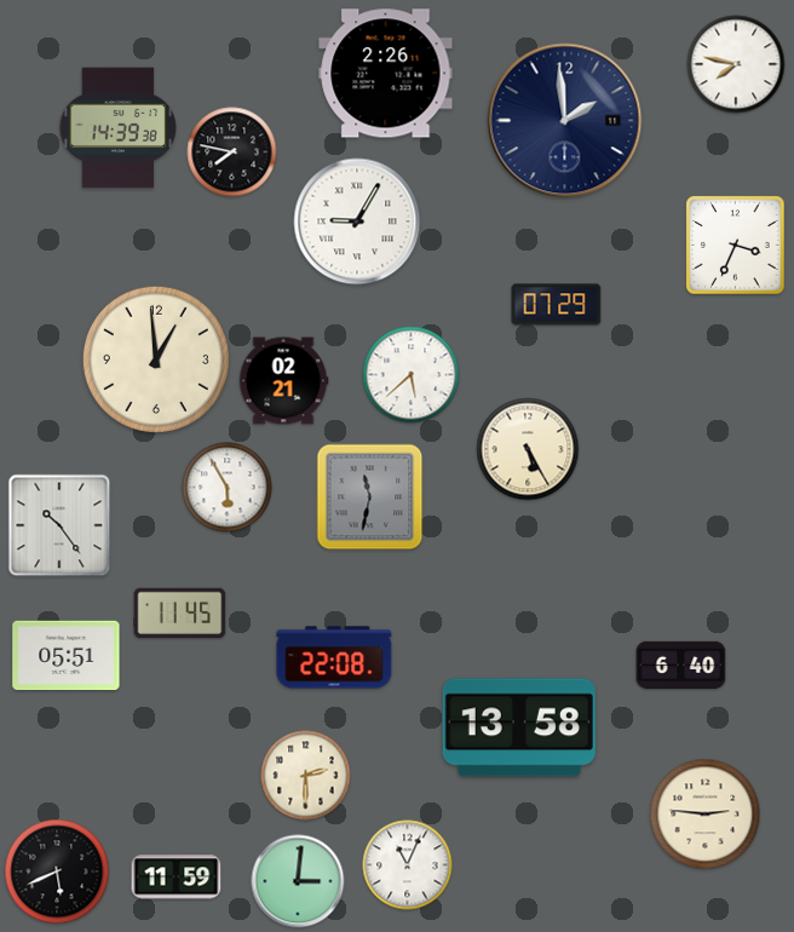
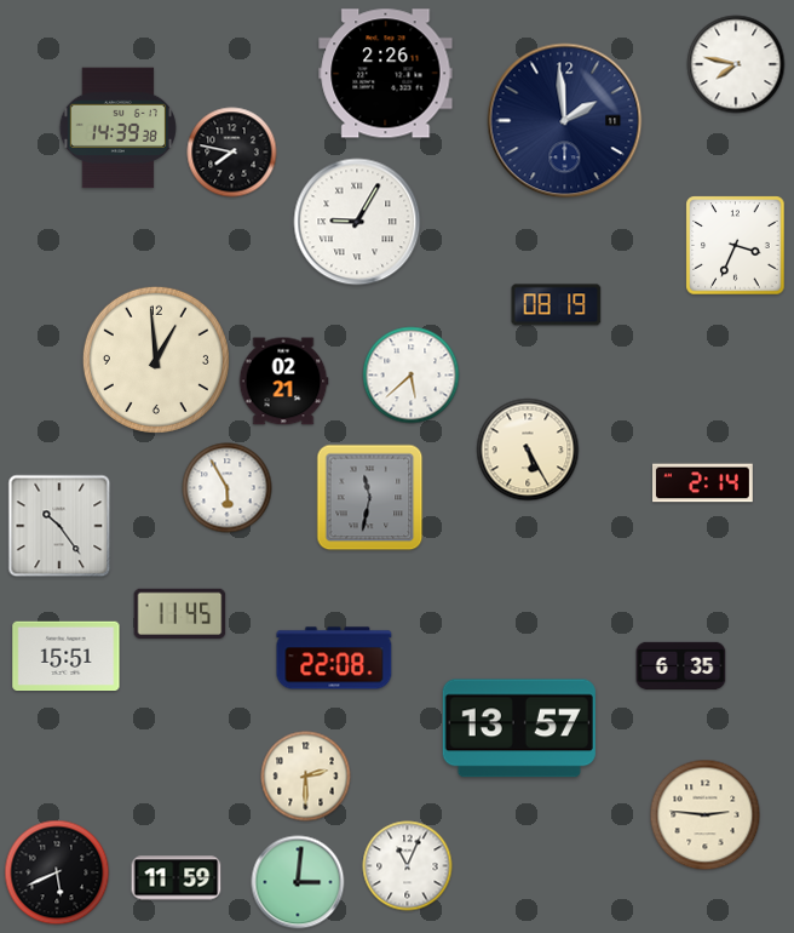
clock at (557, 305): 07:29 -> 08:19
clock at (703, 483): none -> 2:14
clock at (67, 656): 05:51 -> 15:51
clock at (681, 665): 6:40 -> 6:35
clock at (519, 727): 13:58 -> 13:57
